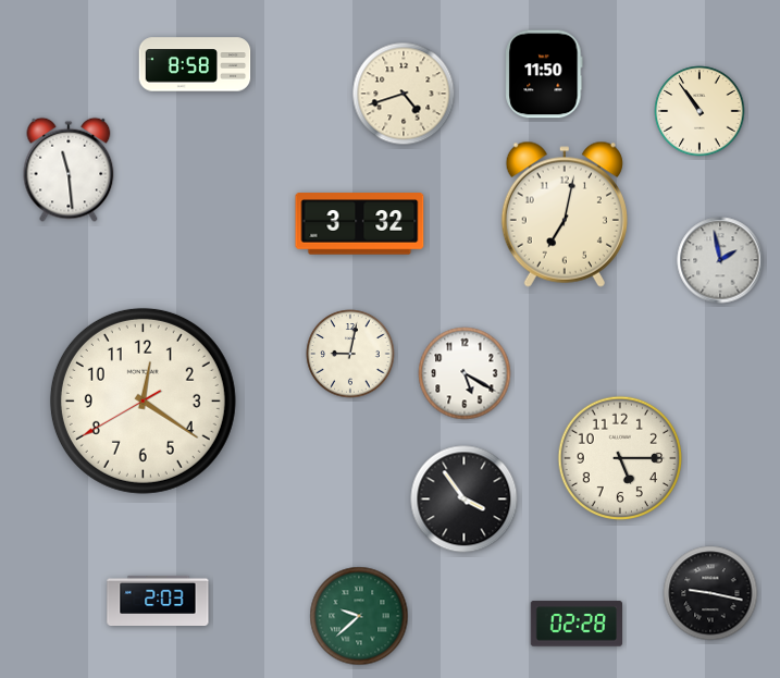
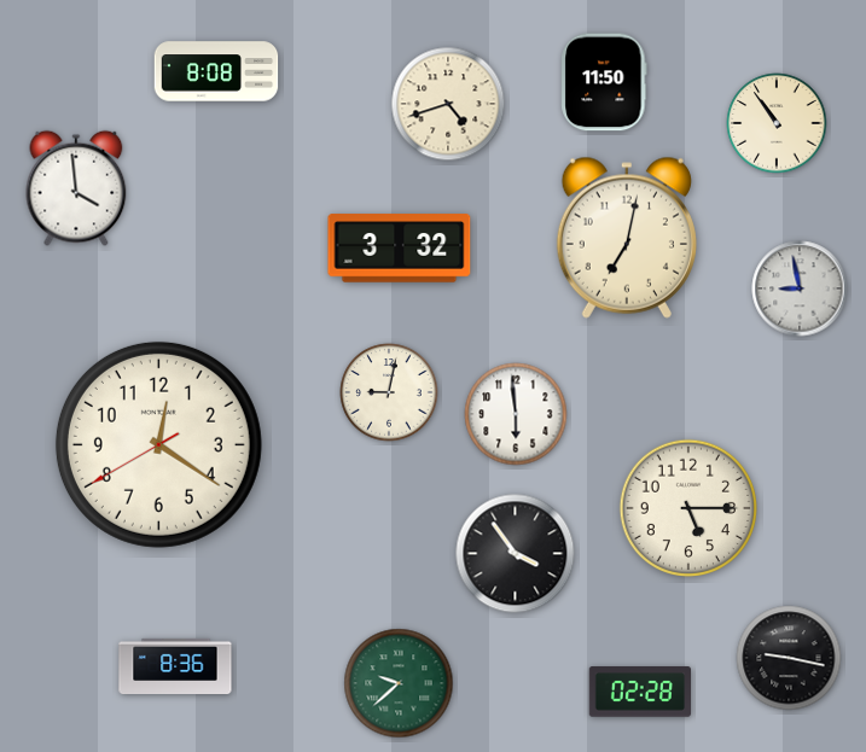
clock at (195, 64): 8:58 -> 8:08
clock at (69, 170): 11:29 -> 3:59
clock at (720, 260): 1:58 -> 8:58
clock at (465, 373): 5:20 -> 5:59
clock at (158, 600): 2:03 -> 8:36
